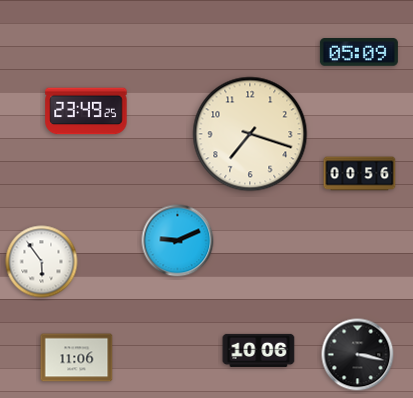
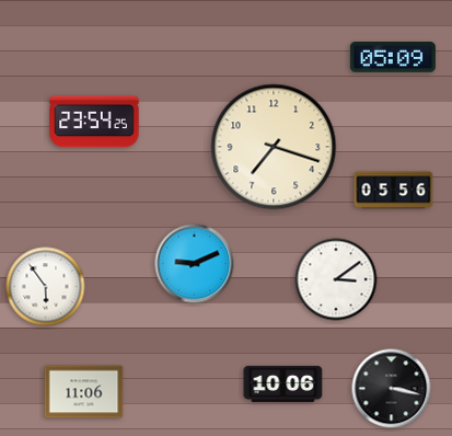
clock at (86, 111): 23:49 -> 23:54
clock at (360, 174): 00:56 -> 05:56
clock at (336, 279): none -> 3:09
